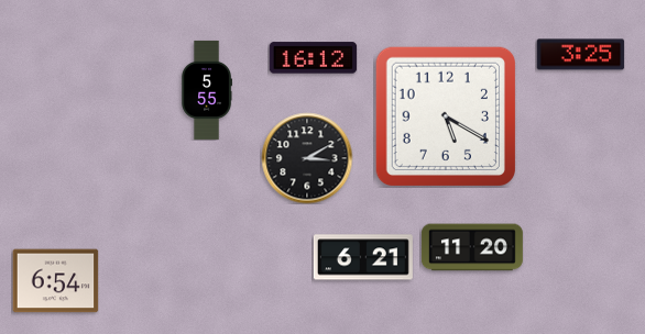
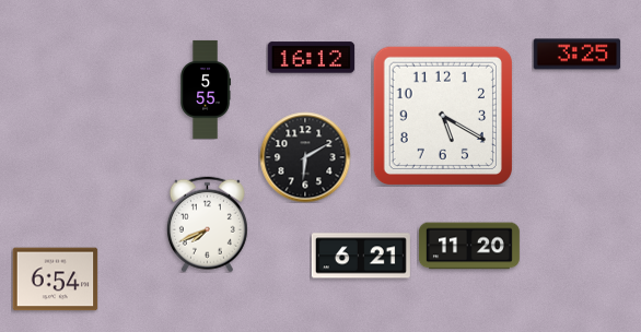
clock at (307, 158): 3:10 -> 6:10
clock at (207, 224): none -> 7:41
